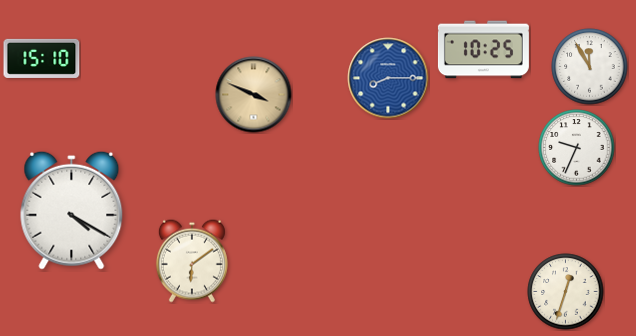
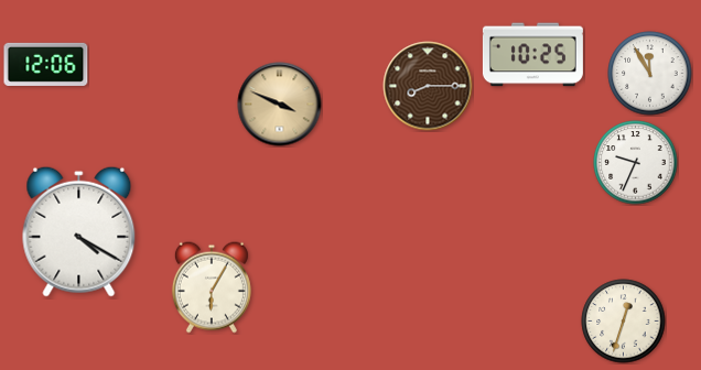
clock at (42, 58): 15:10 -> 12:06
clock at (388, 78) dial: blue -> brown
clock at (192, 261): 6:09 -> 6:05
